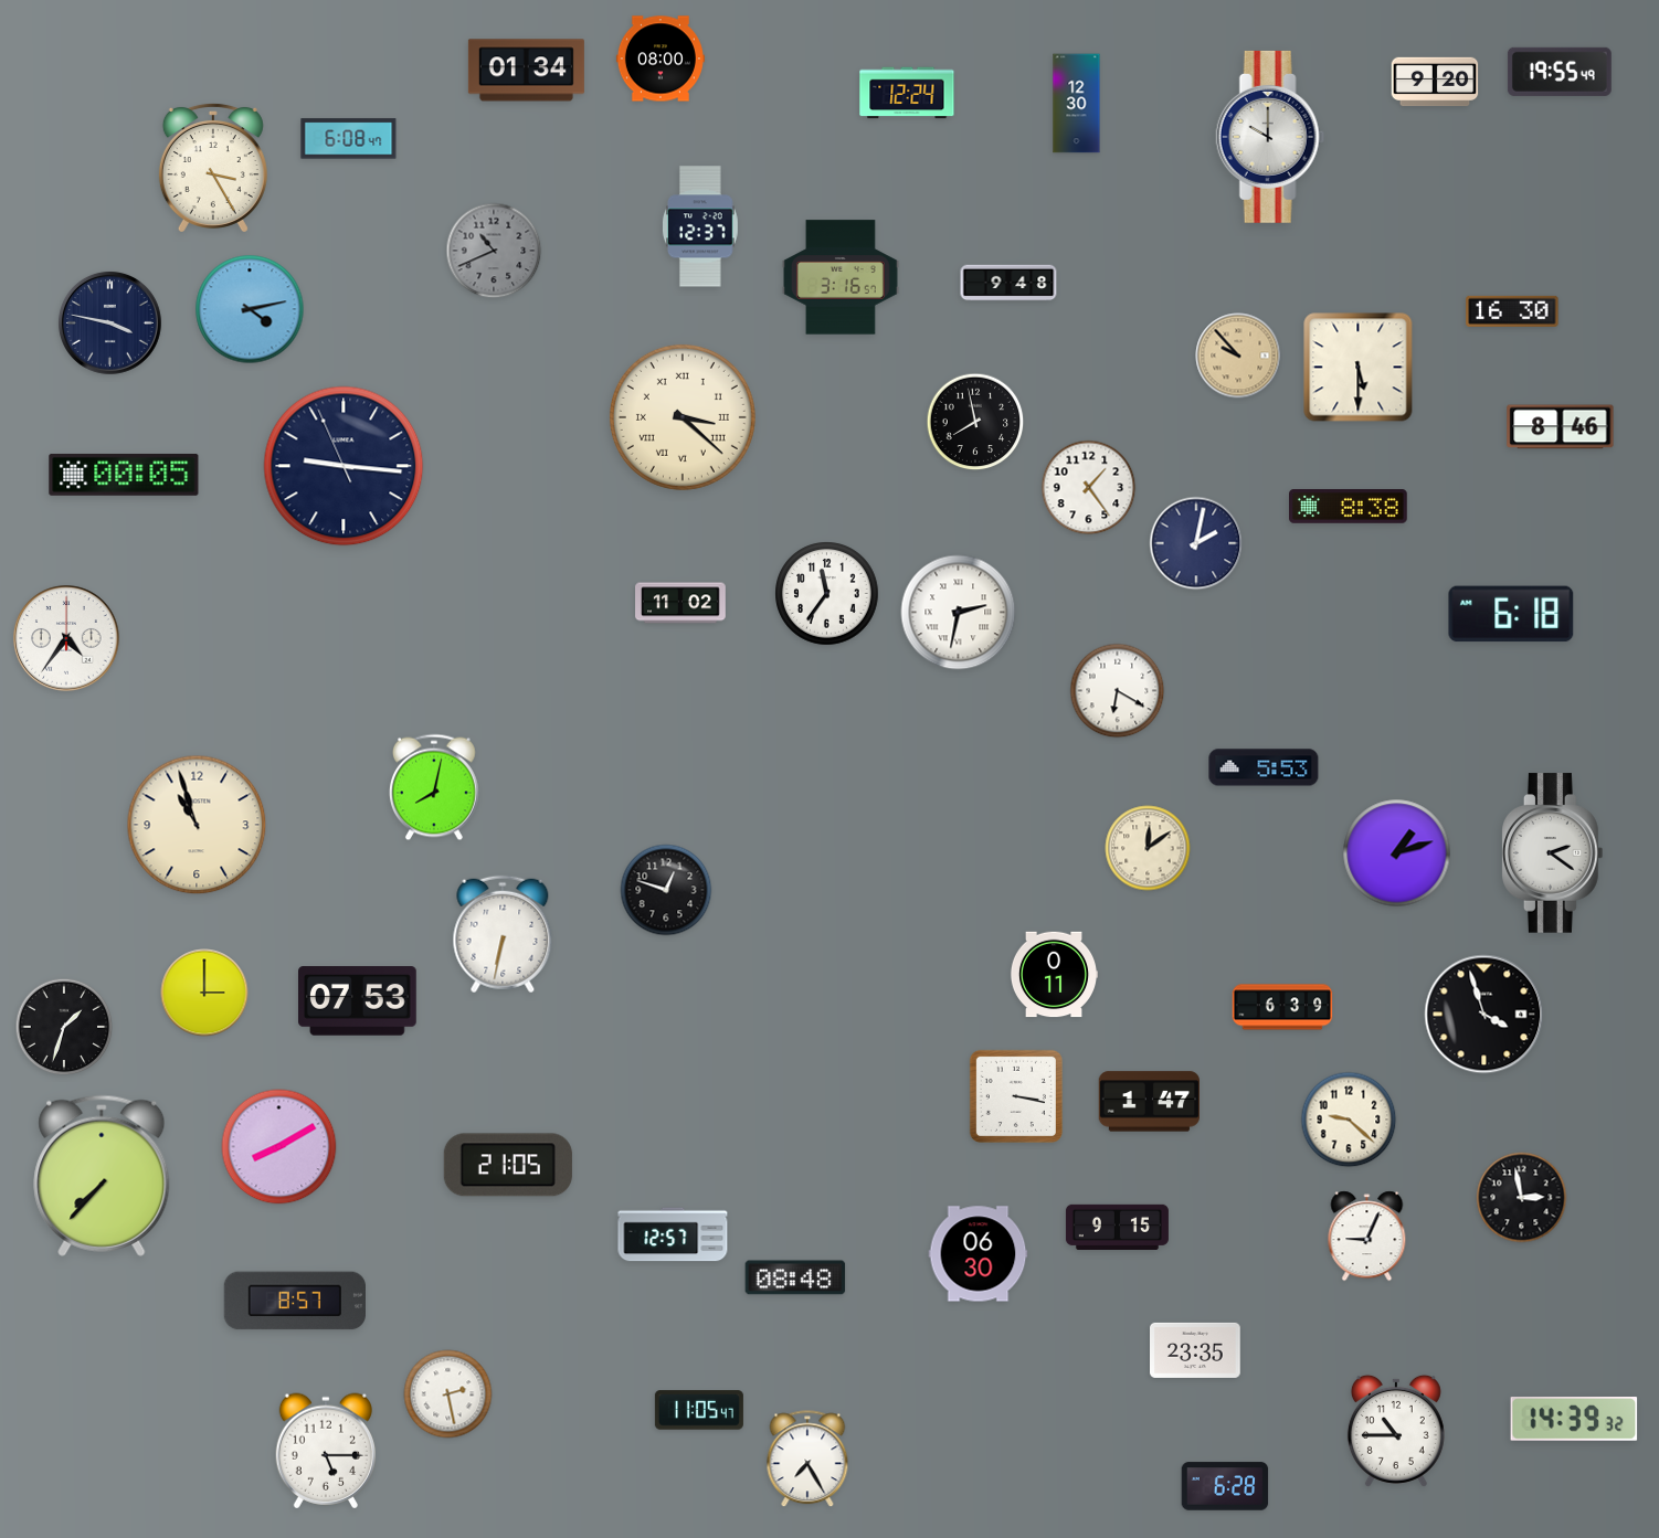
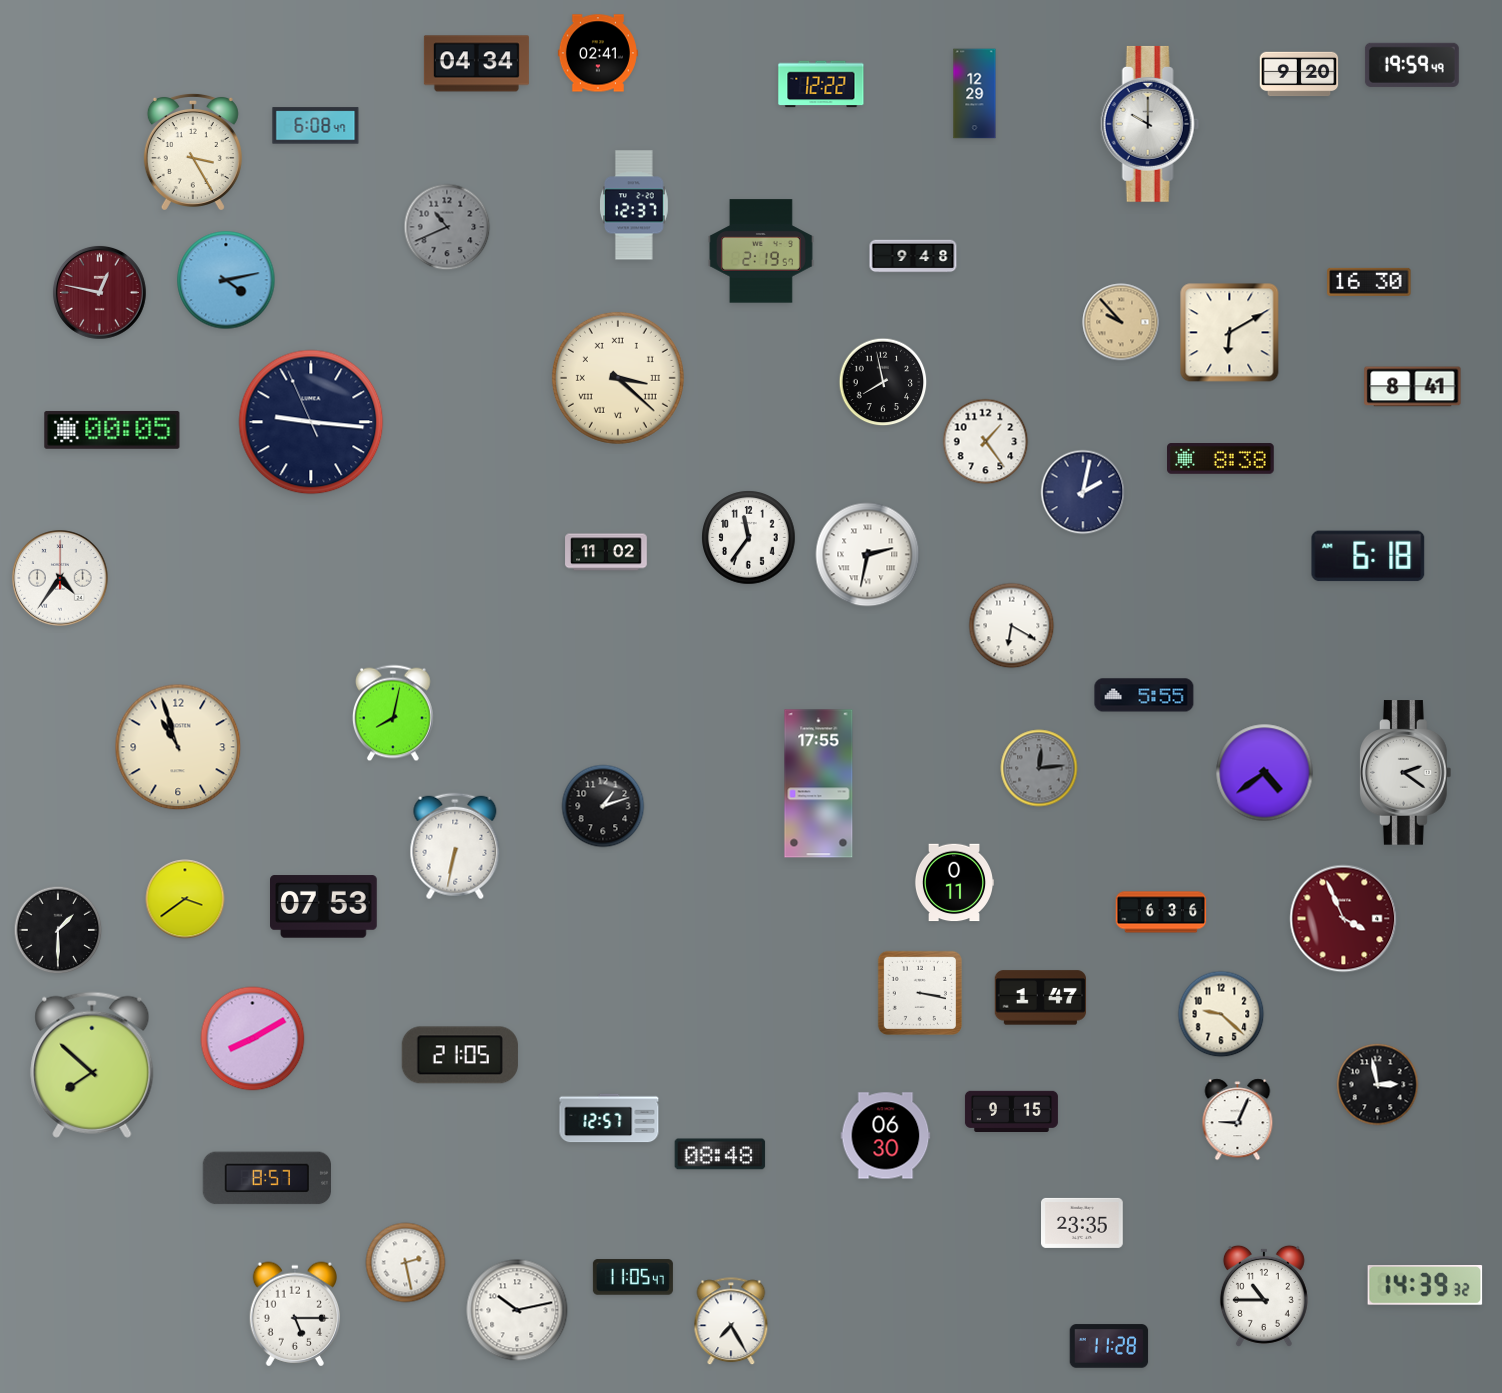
clock at (661, 59): 08:00 -> 02:41
clock at (526, 71): 01:34 -> 04:34
clock at (1560, 72): 19:55 -> 19:59
clock at (907, 93): 12:24 -> 12:22
clock at (1077, 104): 12:30 -> 12:29
clock at (841, 277): 3:16 -> 2:19
clock at (109, 322): 3:47 -> 12:47
clock at (109, 322) dial: navy -> burgundy
clock at (1359, 368): 5:30 -> 6:10
clock at (1561, 427): 8:46 -> 8:41
clock at (680, 603) position: (680, 603) -> (606, 552)
clock at (1264, 767): 5:53 -> 5:55
clock at (1148, 848): 12:09 -> 12:14
clock at (1148, 848) dial: cream -> grey
clock at (1397, 853): 1:12 -> 4:39
clock at (819, 784): none -> 17:55
clock at (666, 890): 12:48 -> 1:12
clock at (204, 993): 3:00 -> 3:39
clock at (1282, 1007): 6:39 -> 6:36
clock at (1484, 1015): 3:57 -> 3:56
clock at (1484, 1015) dial: black -> burgundy
clock at (64, 1027): 1:33 -> 1:30
clock at (102, 1176): 7:37 -> 7:52
clock at (795, 1277) position: (795, 1277) -> (720, 1154)
clock at (517, 1310): none -> 10:13
clock at (1225, 1486): 6:28 -> 11:28
